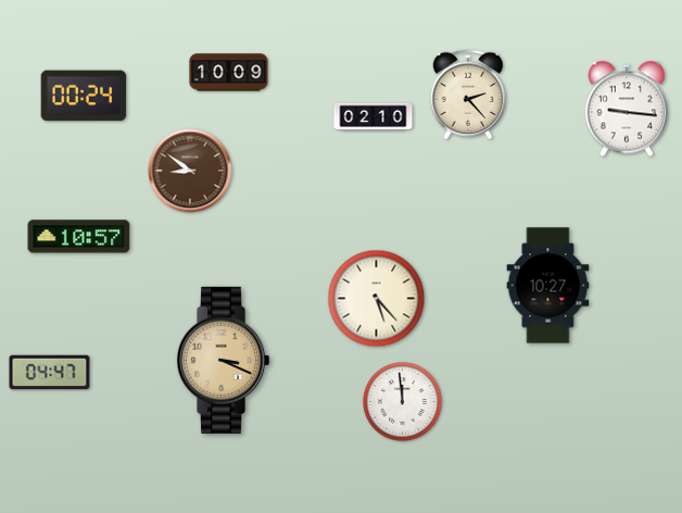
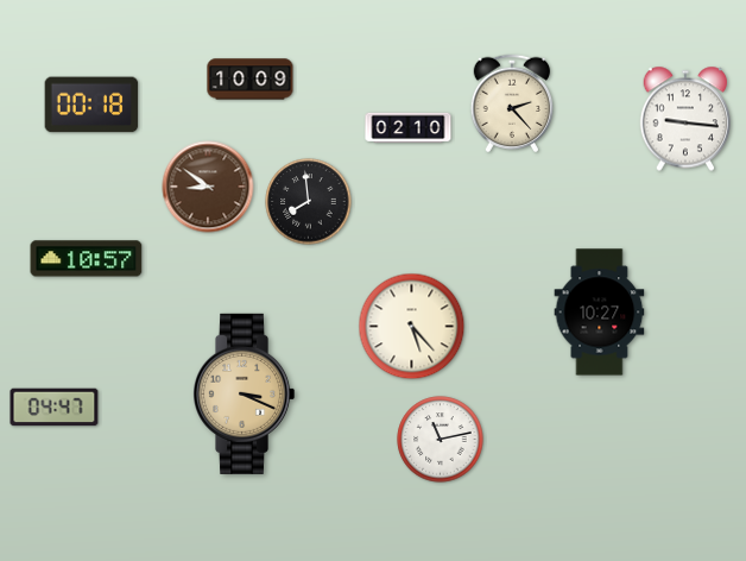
clock at (84, 96): 00:24 -> 00:18
clock at (309, 202): none -> 7:59
clock at (403, 402): 11:59 -> 11:13
